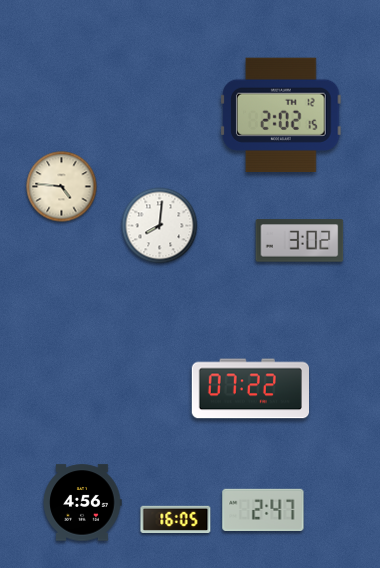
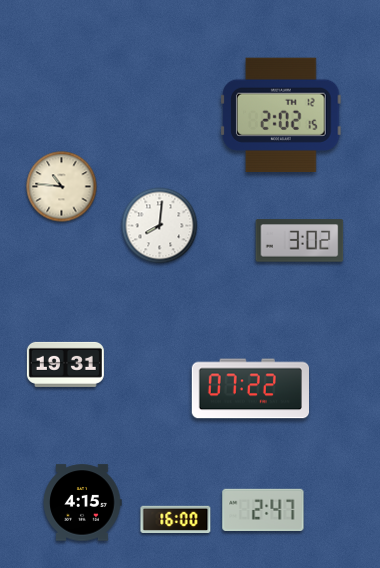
clock at (62, 187): 4:46 -> 10:46
clock at (65, 364): none -> 19:31
clock at (82, 503): 4:56 -> 4:15
clock at (176, 519): 16:05 -> 16:00
